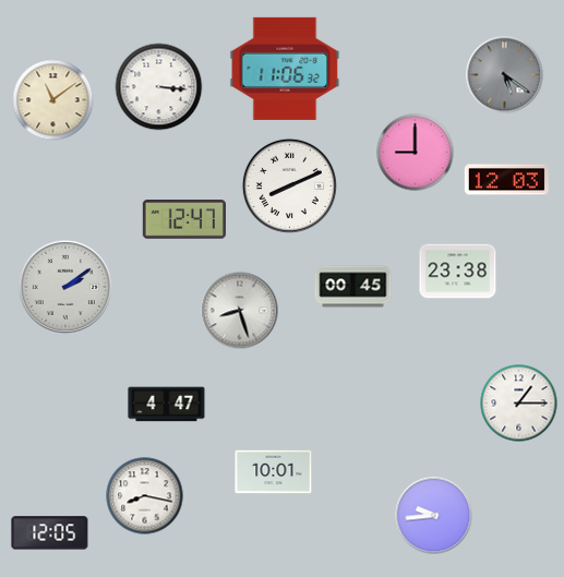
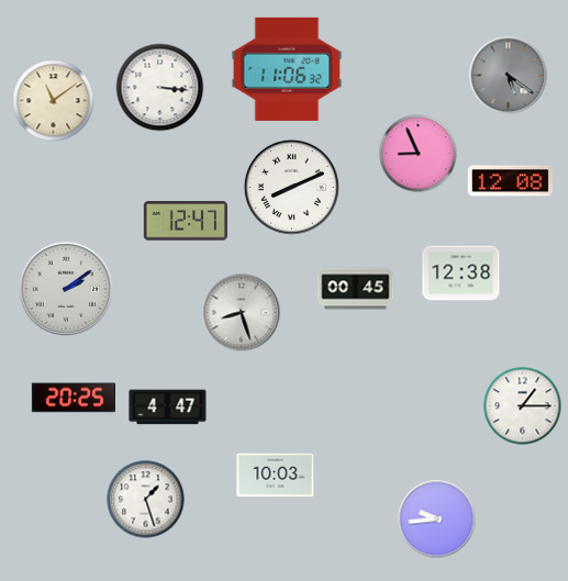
clock at (416, 153): 9:00 -> 8:56
clock at (506, 180): 12:03 -> 12:08
clock at (458, 272): 23:38 -> 12:38
clock at (73, 398): none -> 20:25
clock at (274, 472): 10:01 -> 10:03
clock at (145, 496): 8:17 -> 1:27
clock at (50, 533): 12:05 -> none
